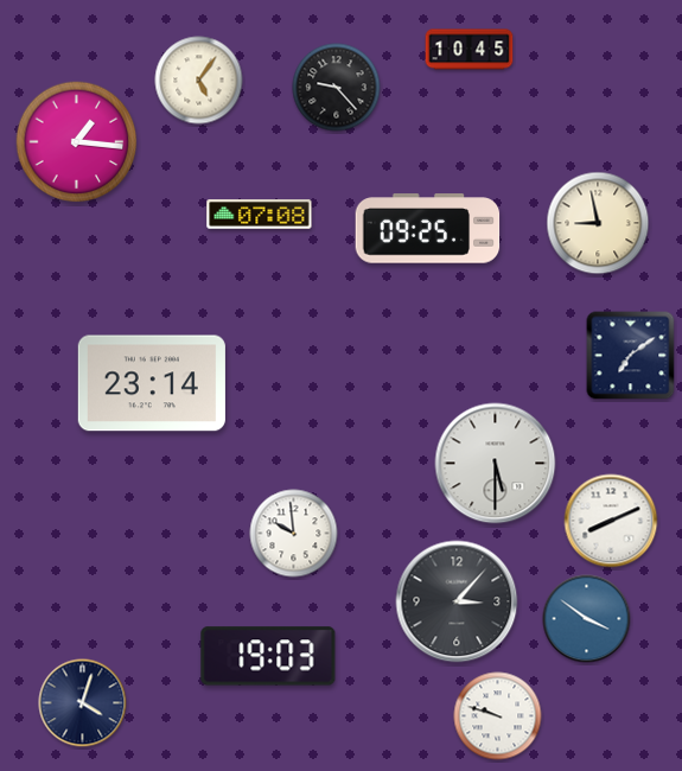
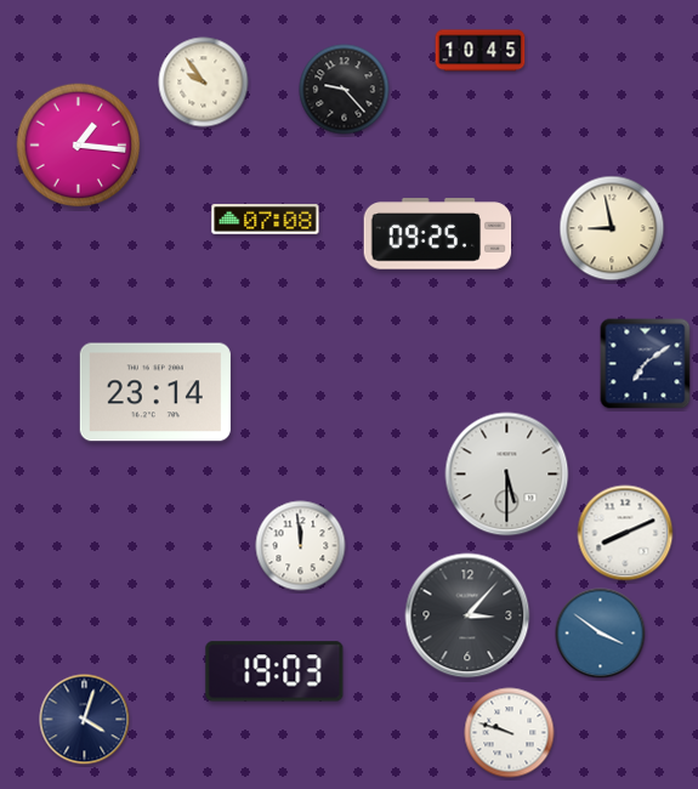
clock at (199, 81): 5:06 -> 9:54
clock at (294, 534): 9:59 -> 11:59
